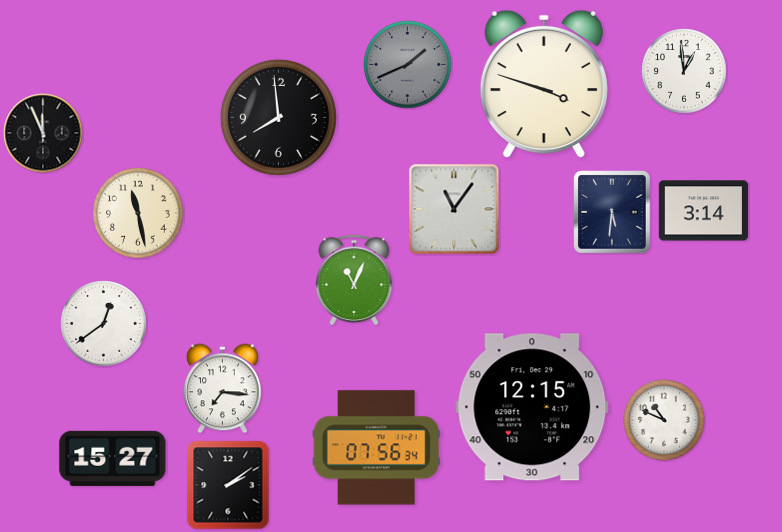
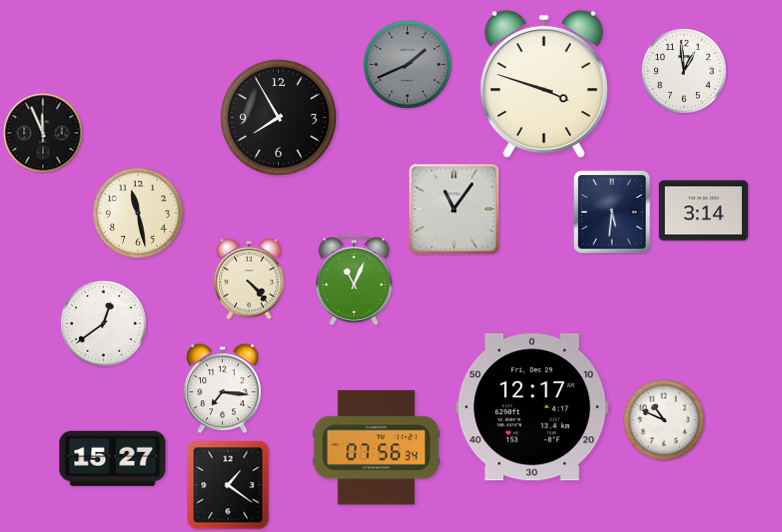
clock at (278, 117): 7:59 -> 7:55
clock at (249, 279): none -> 4:23
clock at (532, 407): 12:15 -> 12:17
clock at (228, 485): 2:09 -> 1:21
